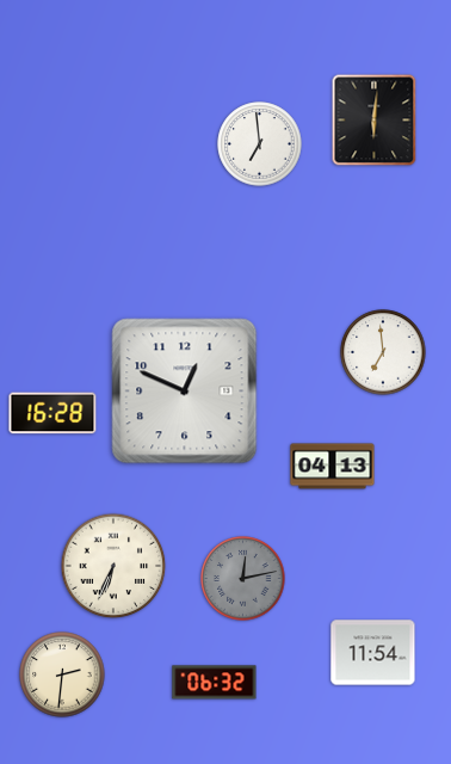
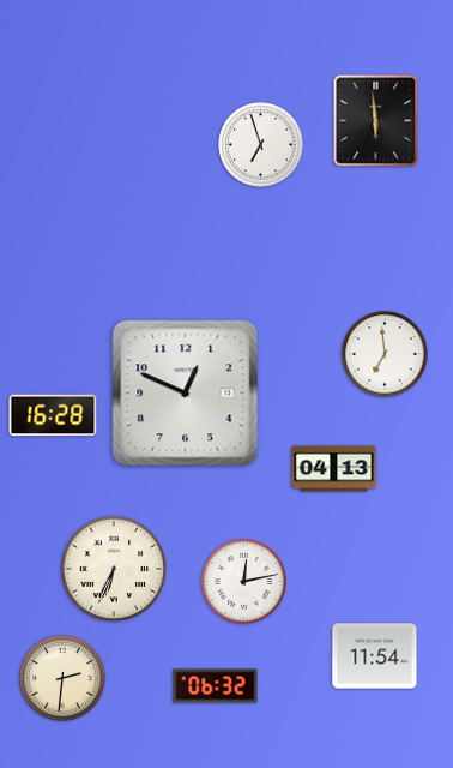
clock at (375, 121): 6:01 -> 5:59
clock at (260, 144): 6:59 -> 6:57
clock at (243, 579) dial: grey -> white
